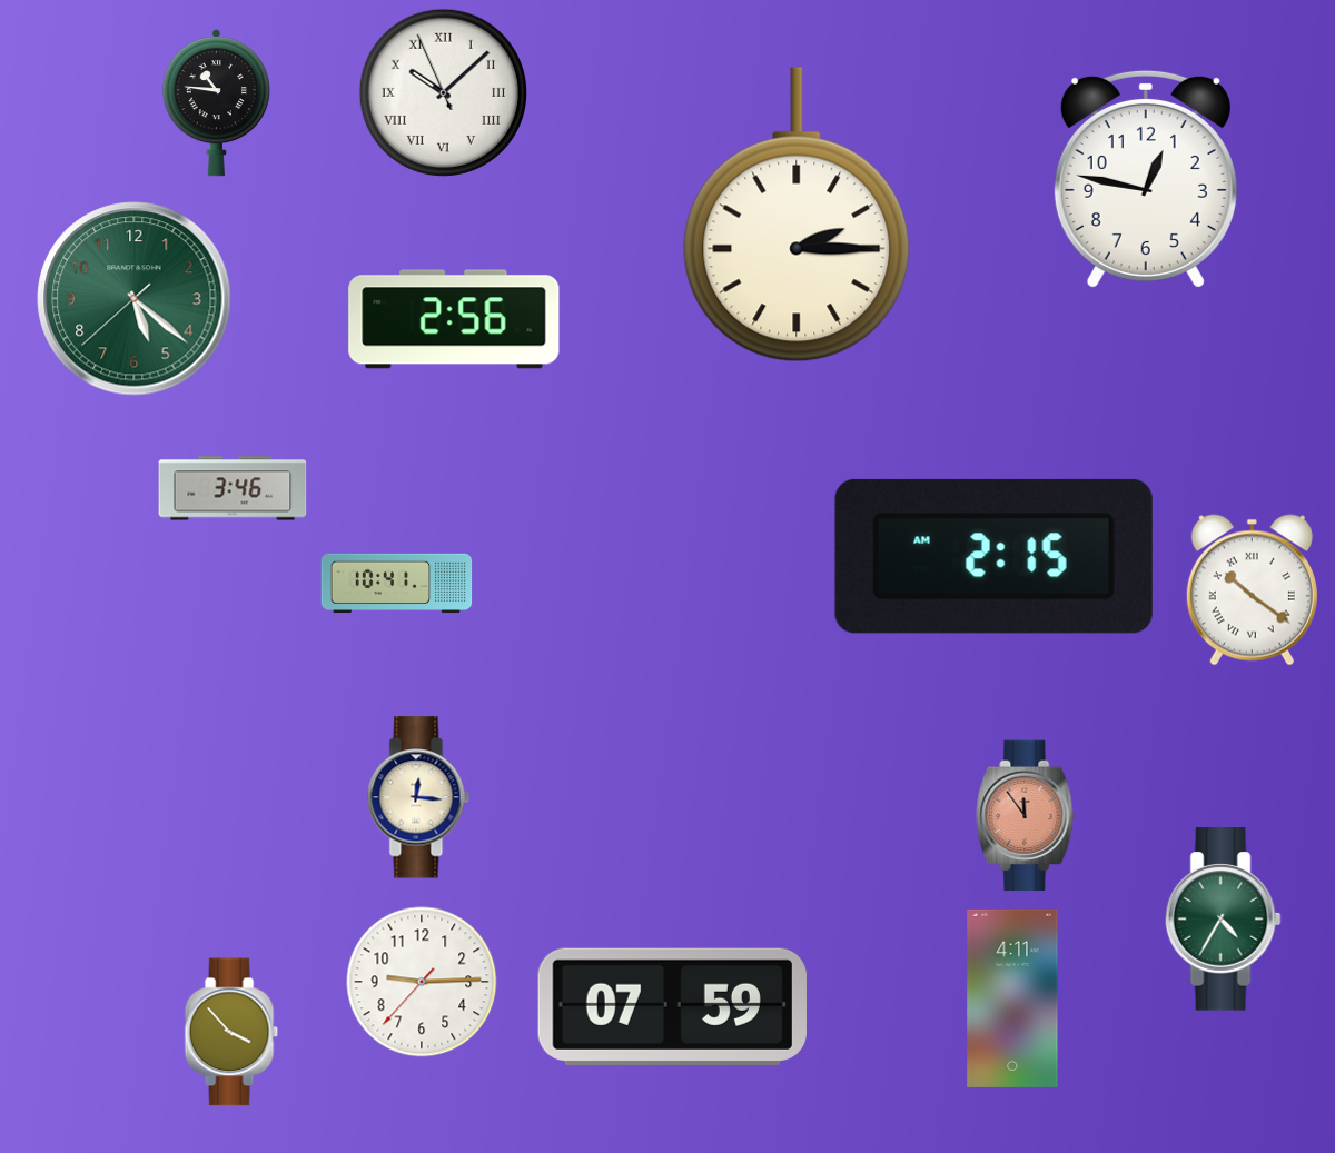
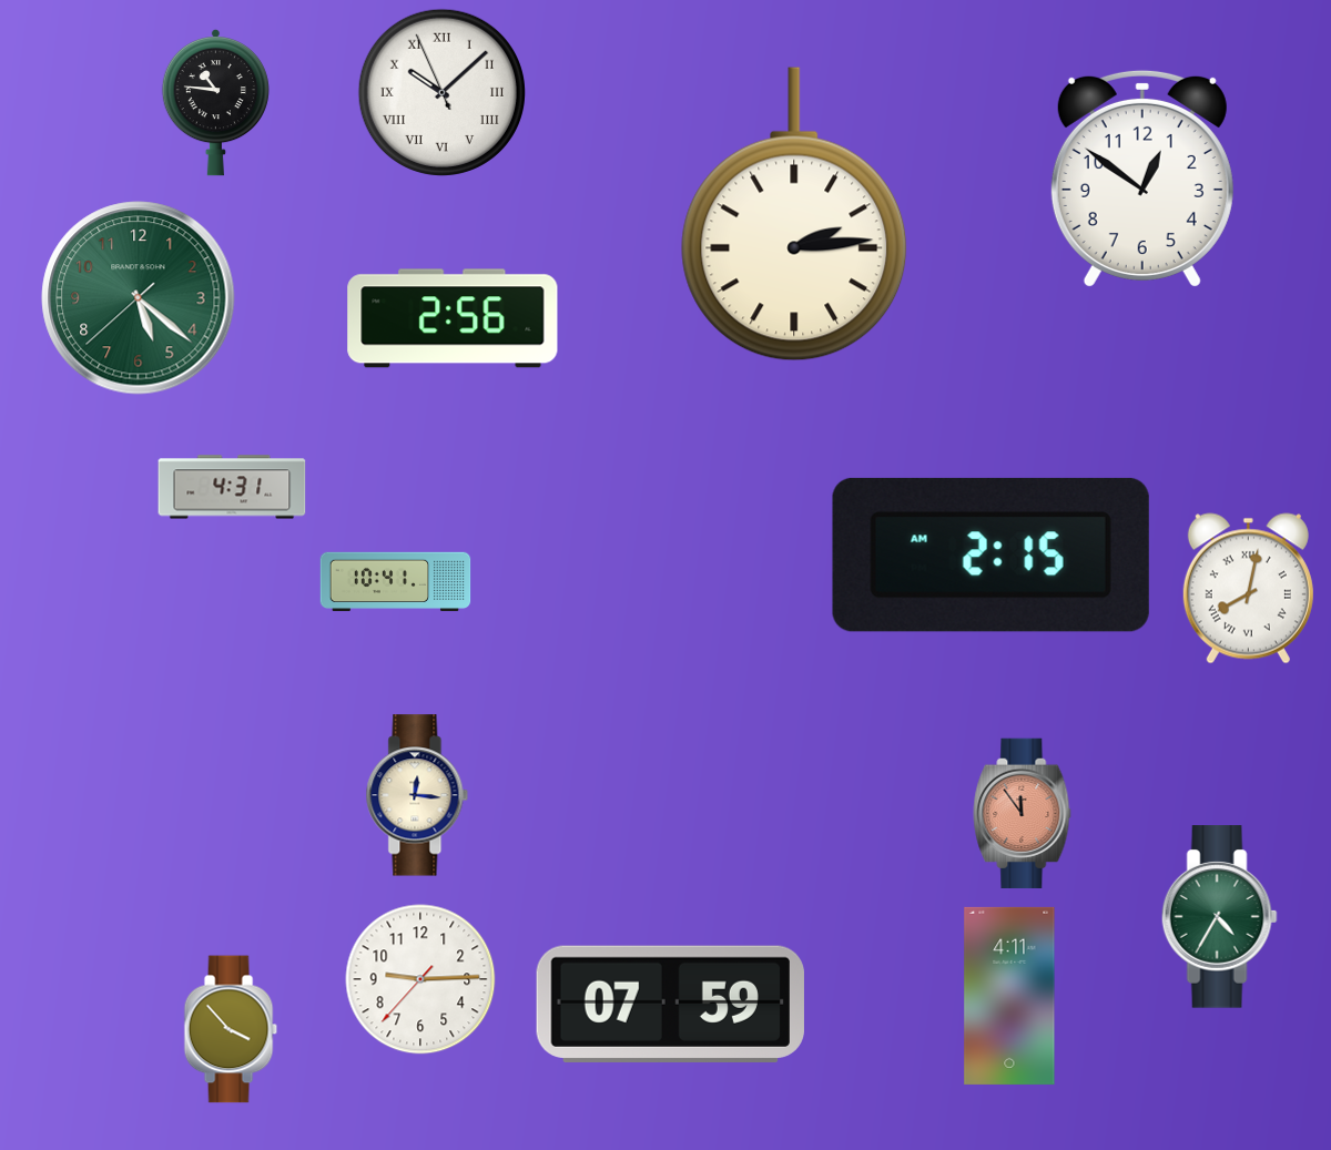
clock at (1146, 179): 12:47 -> 12:51
clock at (797, 215): 2:15 -> 2:14
clock at (135, 299) position: (135, 299) -> (139, 298)
clock at (233, 488): 3:46 -> 4:31
clock at (1252, 590): 10:21 -> 8:02
